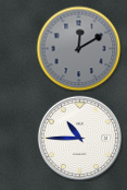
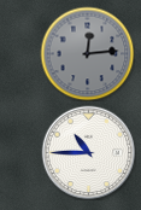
clock at (78, 48): 12:10 -> 12:14
